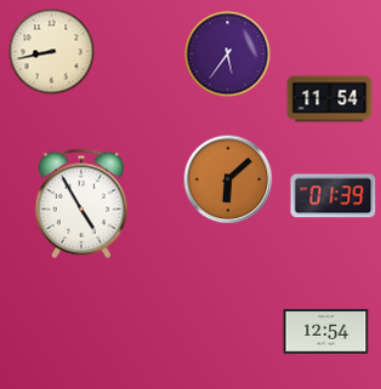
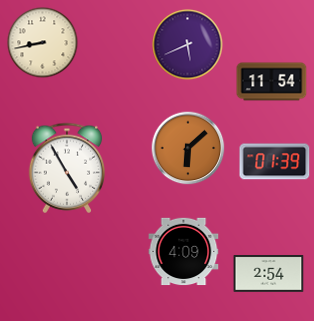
clock at (228, 55): 5:36 -> 5:41
clock at (184, 252): none -> 4:09
clock at (326, 332): 12:54 -> 2:54
